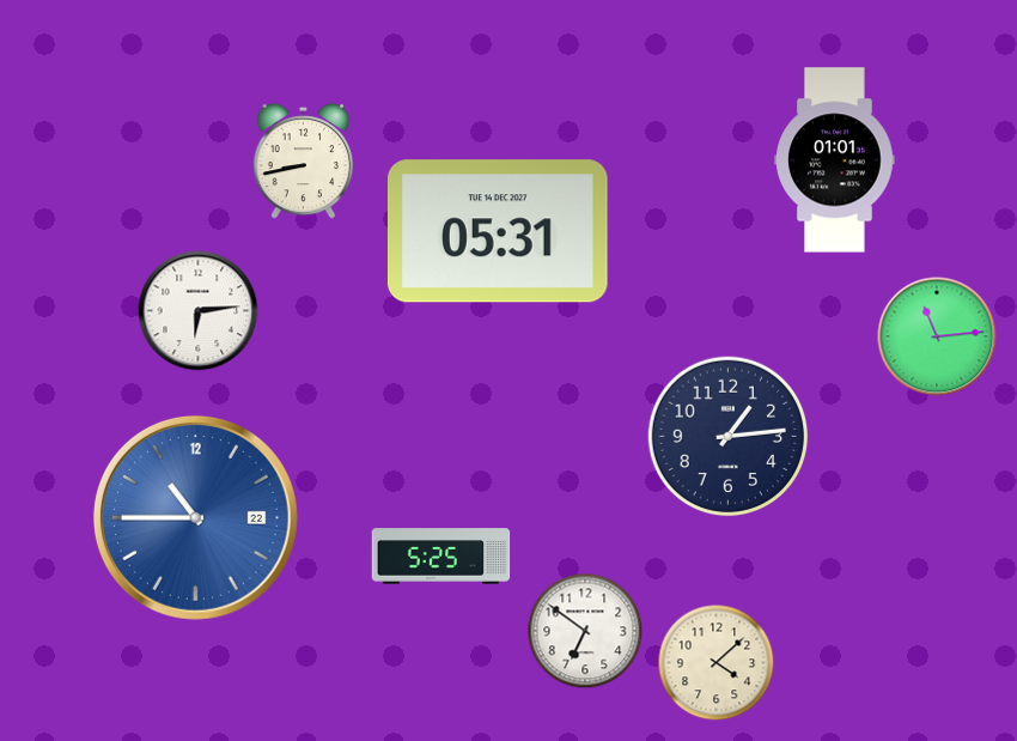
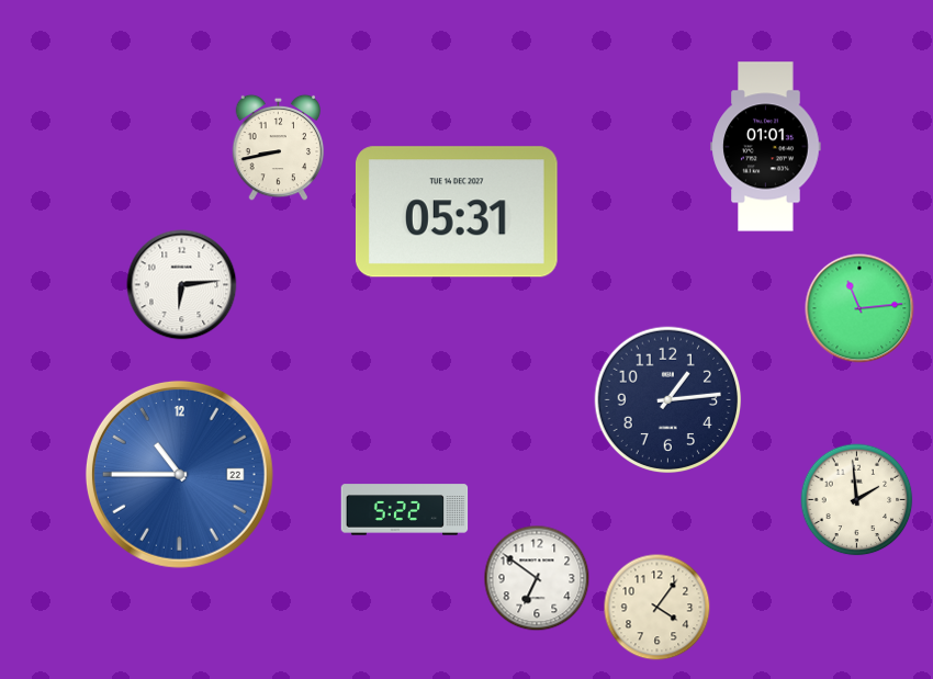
clock at (857, 500): none -> 1:59
clock at (441, 557): 5:25 -> 5:22
clock at (717, 663): 4:08 -> 4:06
